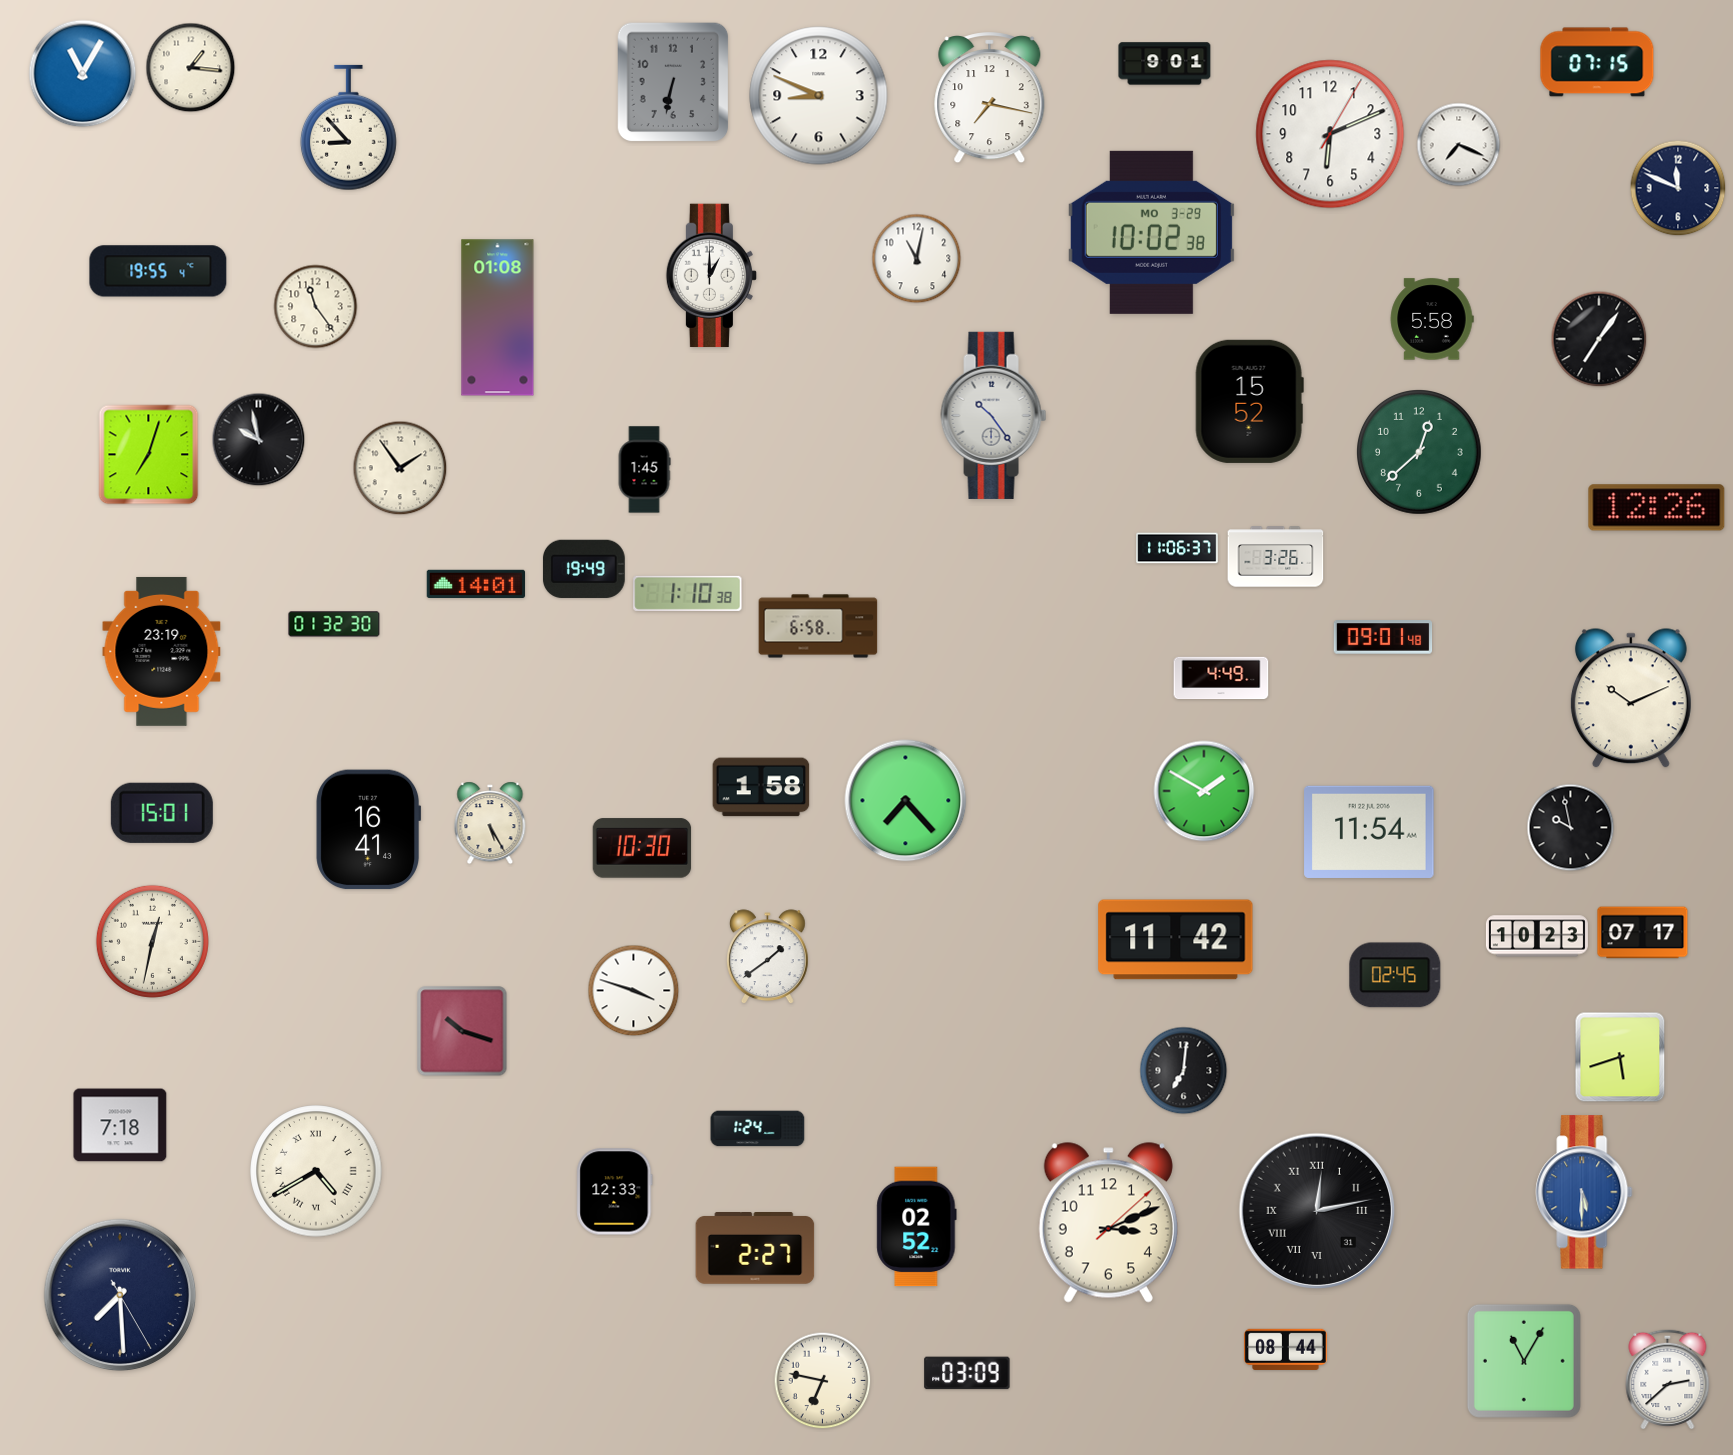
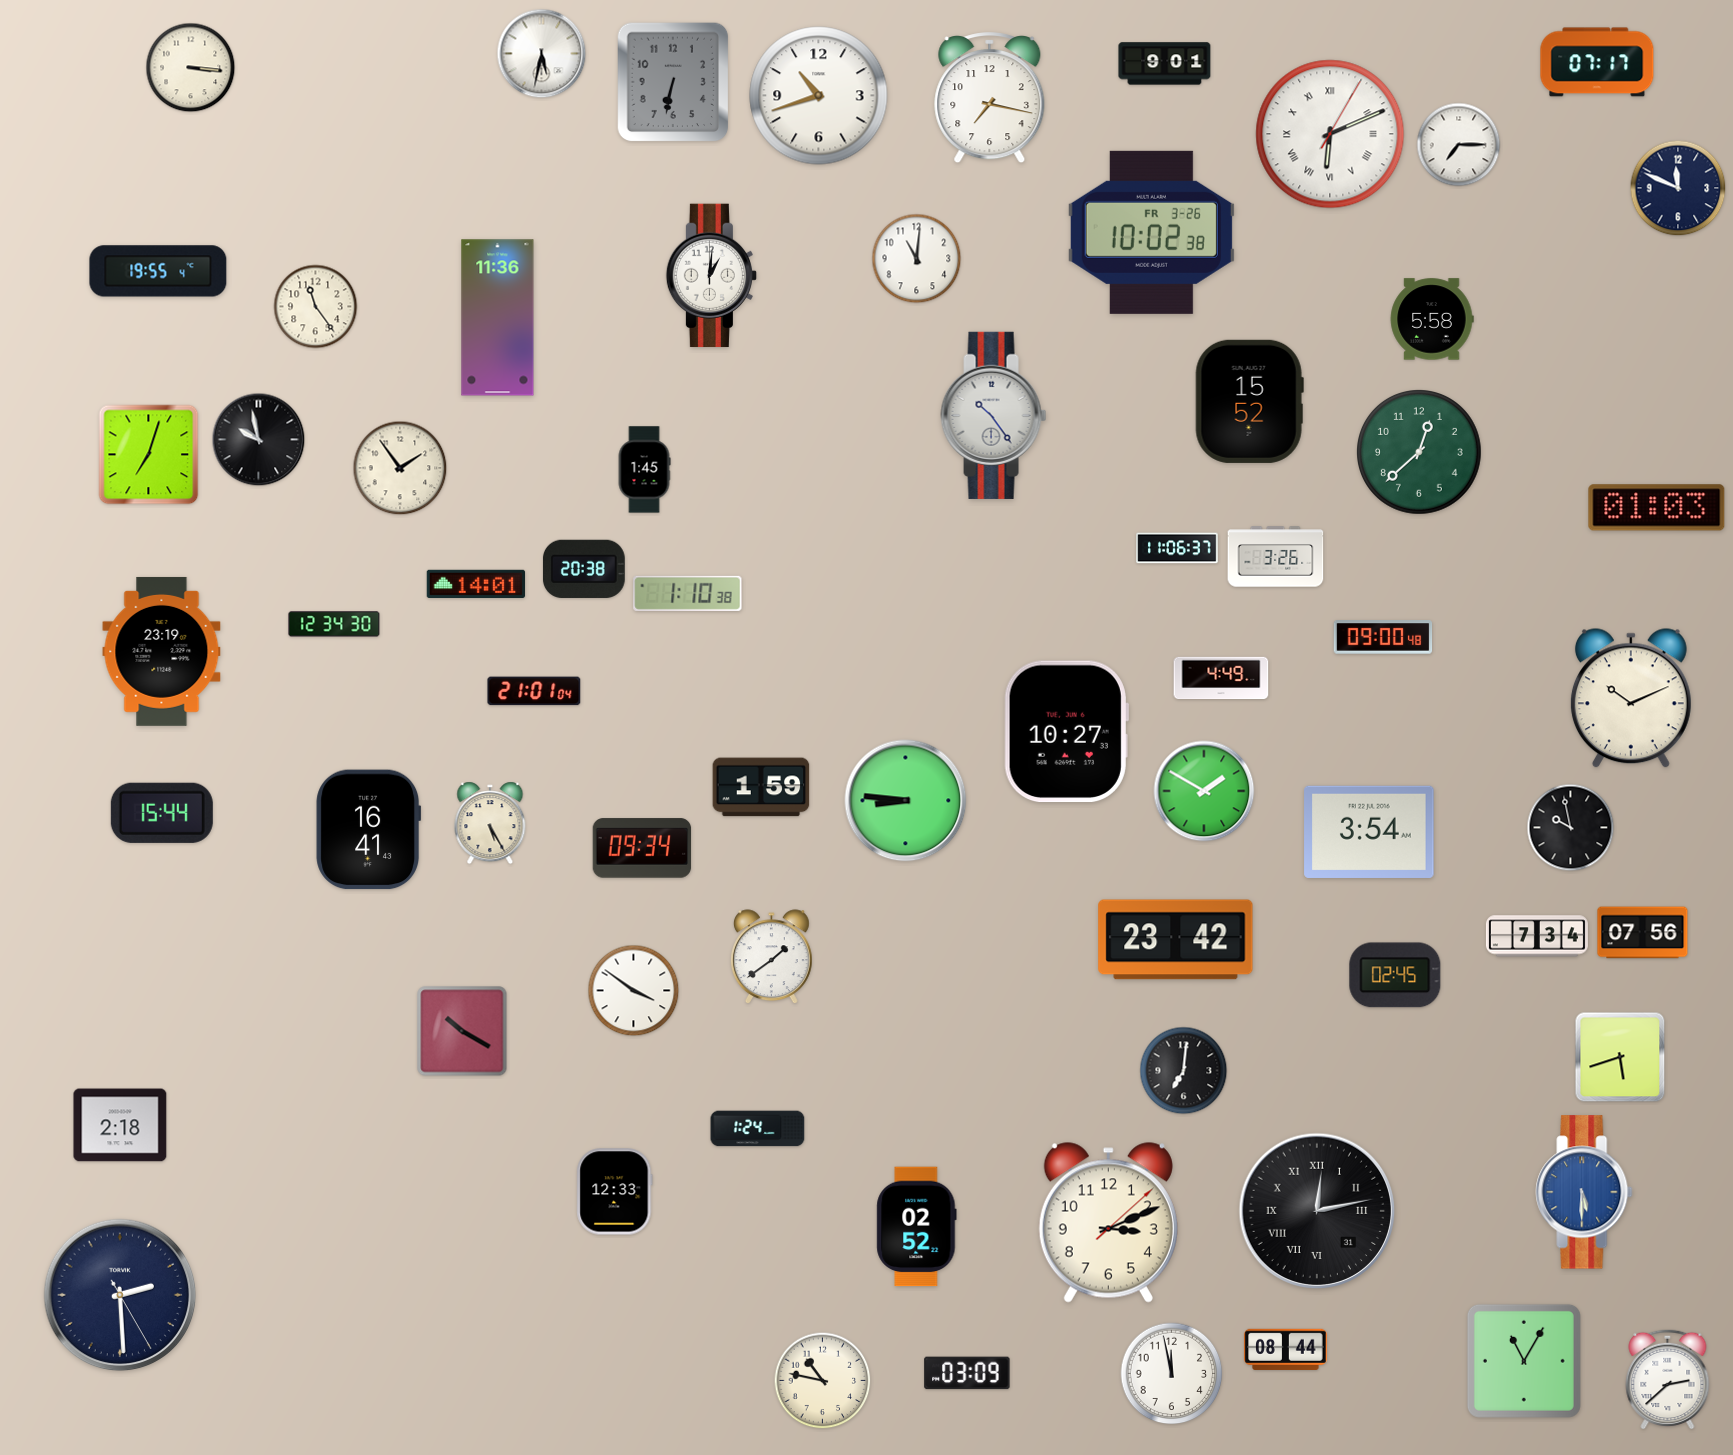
clock at (542, 54): none -> 5:32
clock at (1597, 62): 07:15 -> 07:17
clock at (191, 68): 1:16 -> 3:16
clock at (83, 74): 11:05 -> none
clock at (819, 96): 8:49 -> 10:42
clock at (348, 128): 8:53 -> none
clock at (1330, 134) numerals: Arabic -> Roman
clock at (1459, 145): 7:19 -> 7:15
clock at (1151, 232) date: MO 3-29 -> FR 3-26
clock at (917, 259): 11:02 -> 11:01
clock at (711, 276): 1:00 -> 1:01
clock at (498, 318): 01:08 -> 11:36
clock at (1599, 339): 7:06 -> none
clock at (1657, 508): 12:26 -> 01:03
clock at (584, 569): 19:49 -> 20:38
clock at (334, 624): 01:32 -> 12:34
clock at (818, 626): 6:58 -> none
clock at (1383, 637): 09:01 -> 09:00
clock at (534, 691): none -> 21:01
clock at (1066, 732): none -> 10:27
clock at (761, 787): 1:58 -> 1:59
clock at (906, 801): 7:23 -> 8:46
clock at (162, 813): 15:01 -> 15:44
clock at (1369, 832): 11:54 -> 3:54
clock at (642, 848): 10:30 -> 09:34
clock at (1643, 933): 07:17 -> 07:56
clock at (1537, 936): 10:23 -> 7:34
clock at (1176, 940): 11:42 -> 23:42
clock at (152, 941): 12:32 -> none
clock at (767, 957) position: (767, 957) -> (771, 957)
clock at (634, 991): 3:48 -> 3:51
clock at (462, 1031): 10:18 -> 10:20
clock at (120, 1125): 7:18 -> 2:18
clock at (316, 1171): 4:40 -> none
clock at (755, 1249): 2:27 -> none
clock at (120, 1295): 7:29 -> 2:29
clock at (1172, 1374): none -> 11:58
clock at (823, 1381): 6:47 -> 10:47
